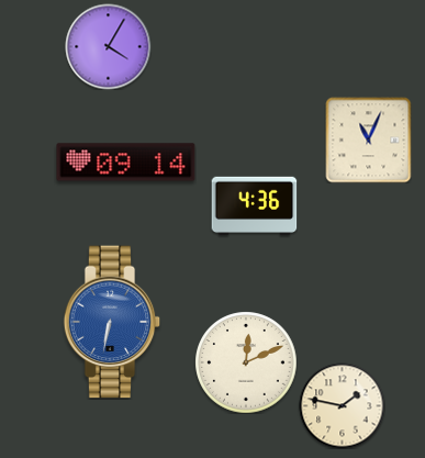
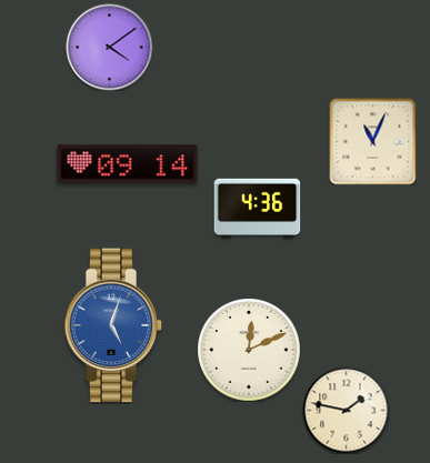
clock at (108, 46): 4:05 -> 4:09
clock at (112, 322): 6:32 -> 5:03
clock at (246, 362) position: (246, 362) -> (249, 350)
